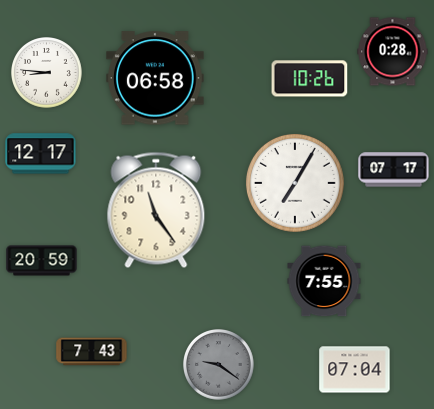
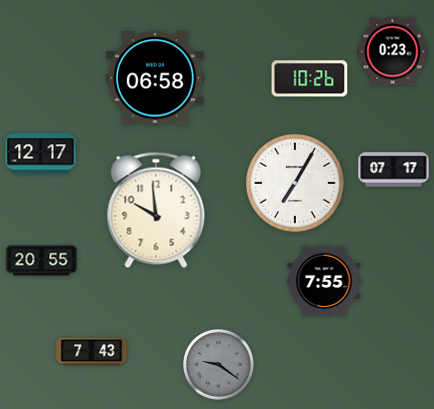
clock at (393, 52): 0:28 -> 0:23
clock at (47, 73): 8:46 -> none
clock at (156, 210): 11:24 -> 9:59
clock at (42, 261): 20:59 -> 20:55
clock at (355, 370): 07:04 -> none
